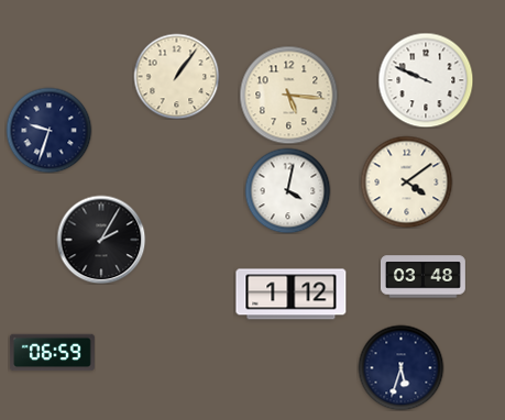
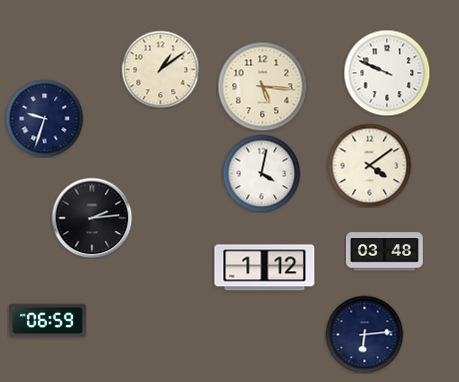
clock at (176, 76): 1:06 -> 1:09
clock at (101, 240): 2:05 -> 2:14
clock at (400, 367): 5:33 -> 6:14
